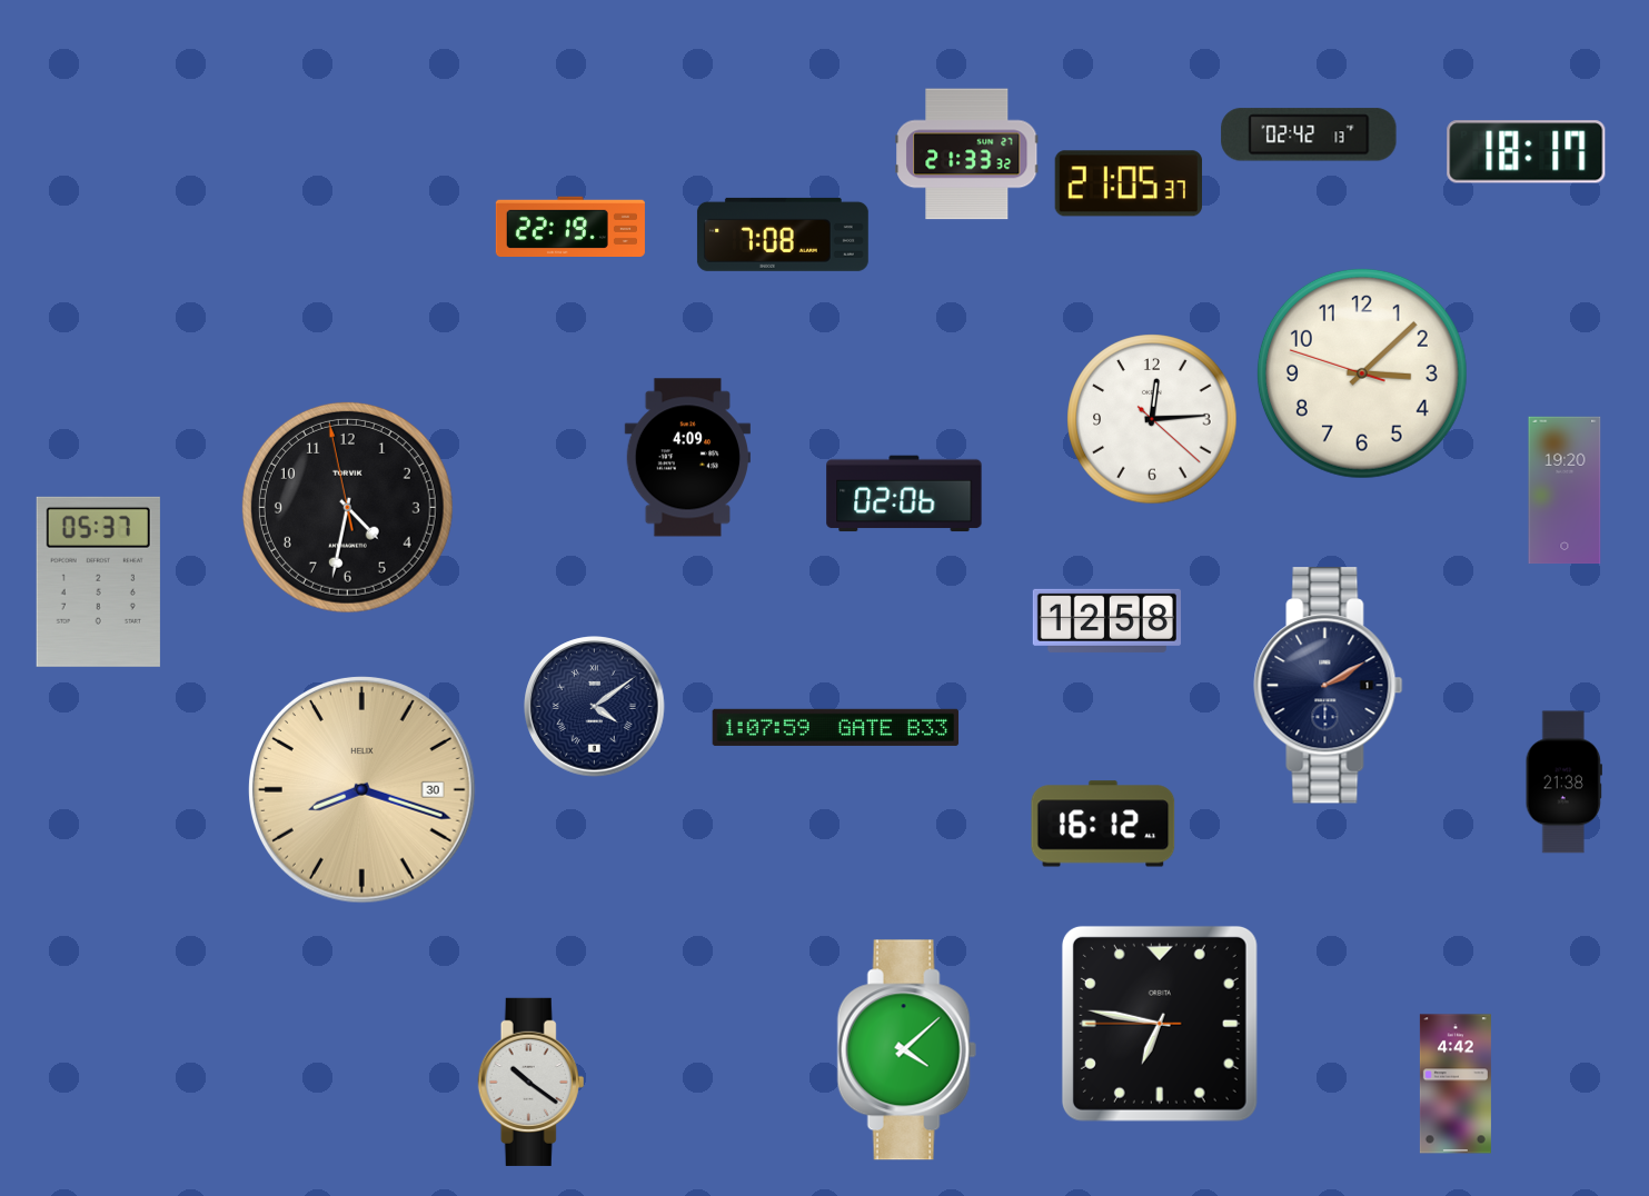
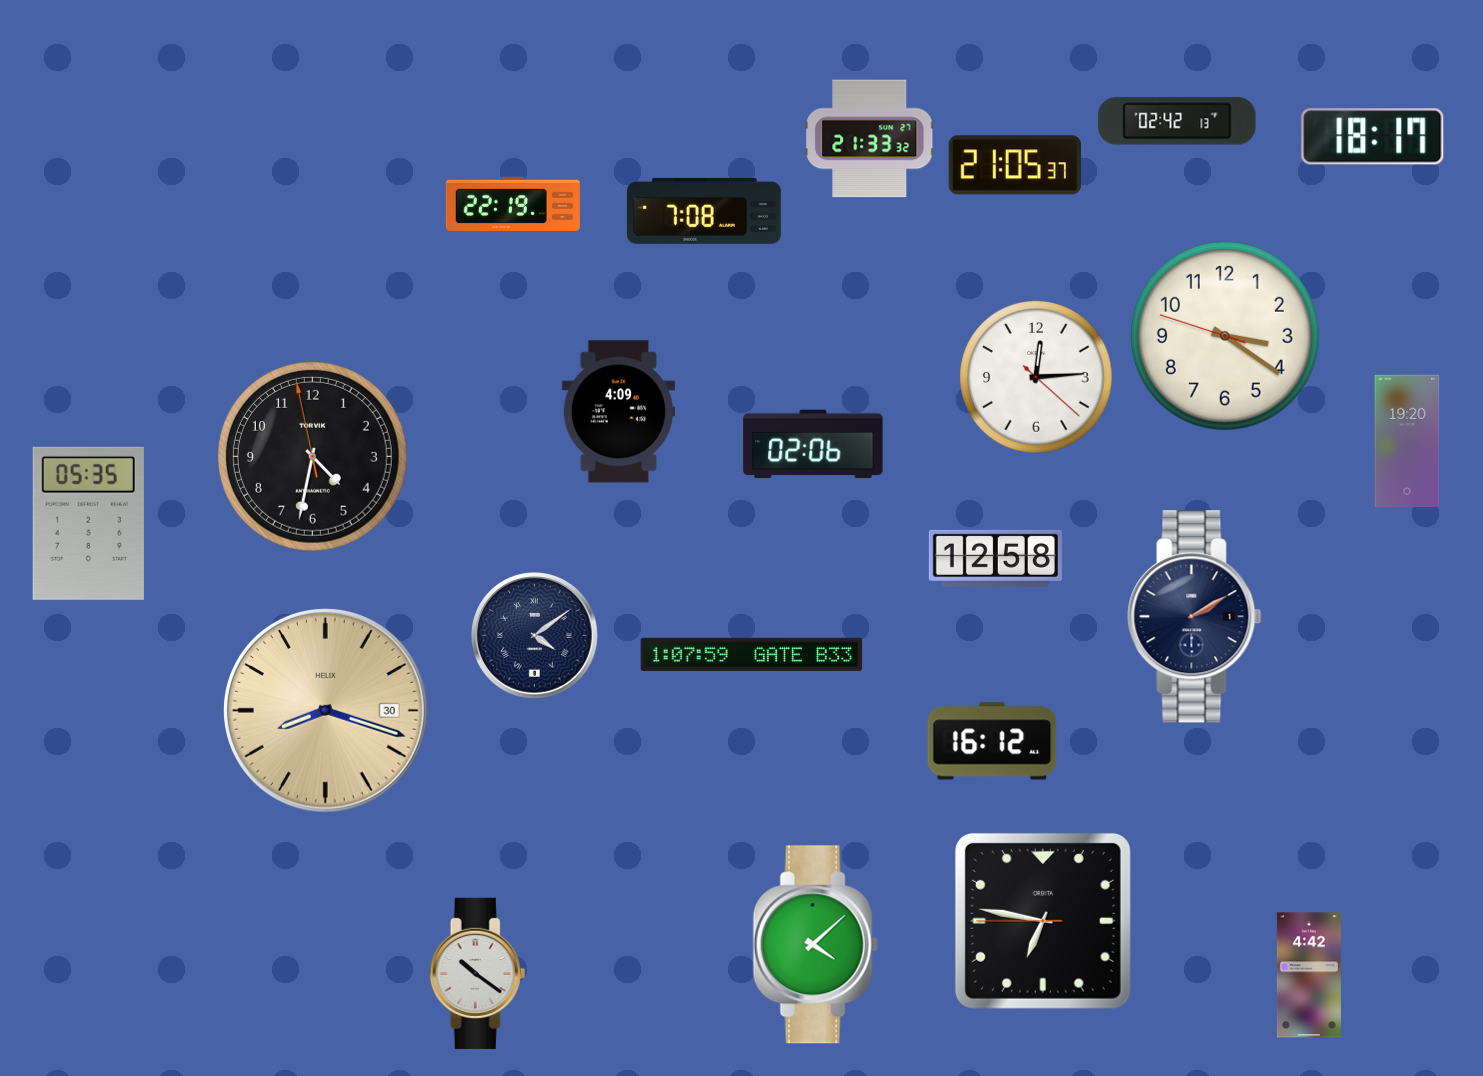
clock at (1362, 373): 3:07 -> 3:20
clock at (98, 581): 05:37 -> 05:35
clock at (1563, 783): 21:38 -> none
